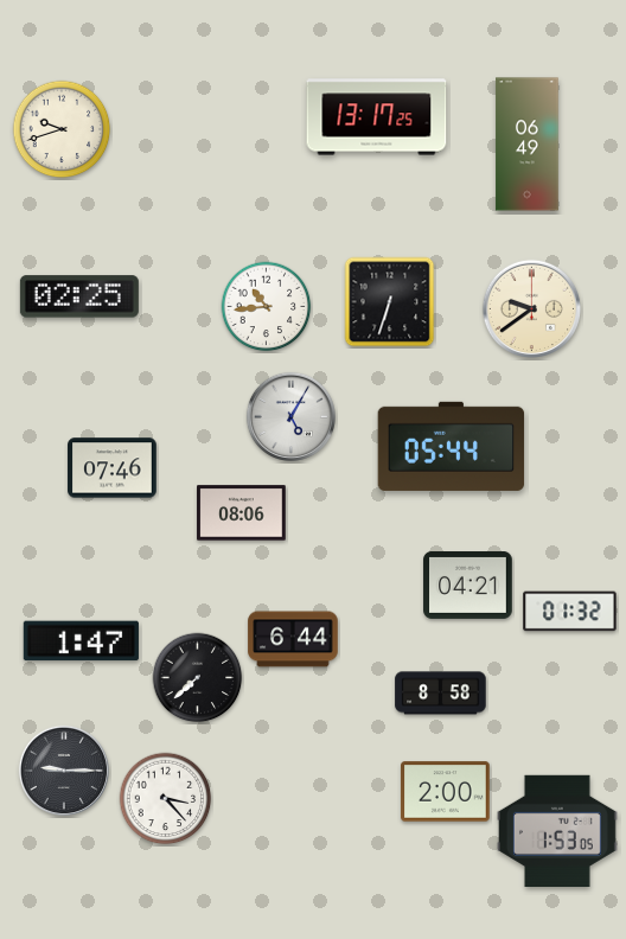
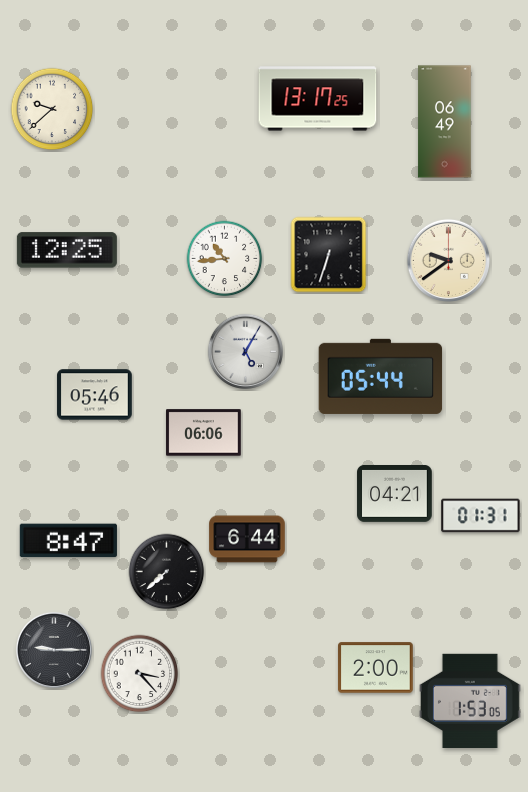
clock at (62, 129): 9:42 -> 9:38
clock at (79, 296): 02:25 -> 12:25
clock at (113, 468): 07:46 -> 05:46
clock at (242, 513): 08:06 -> 06:06
clock at (570, 612): 01:32 -> 01:31
clock at (81, 641): 1:47 -> 8:47
clock at (441, 694): 8:58 -> none
